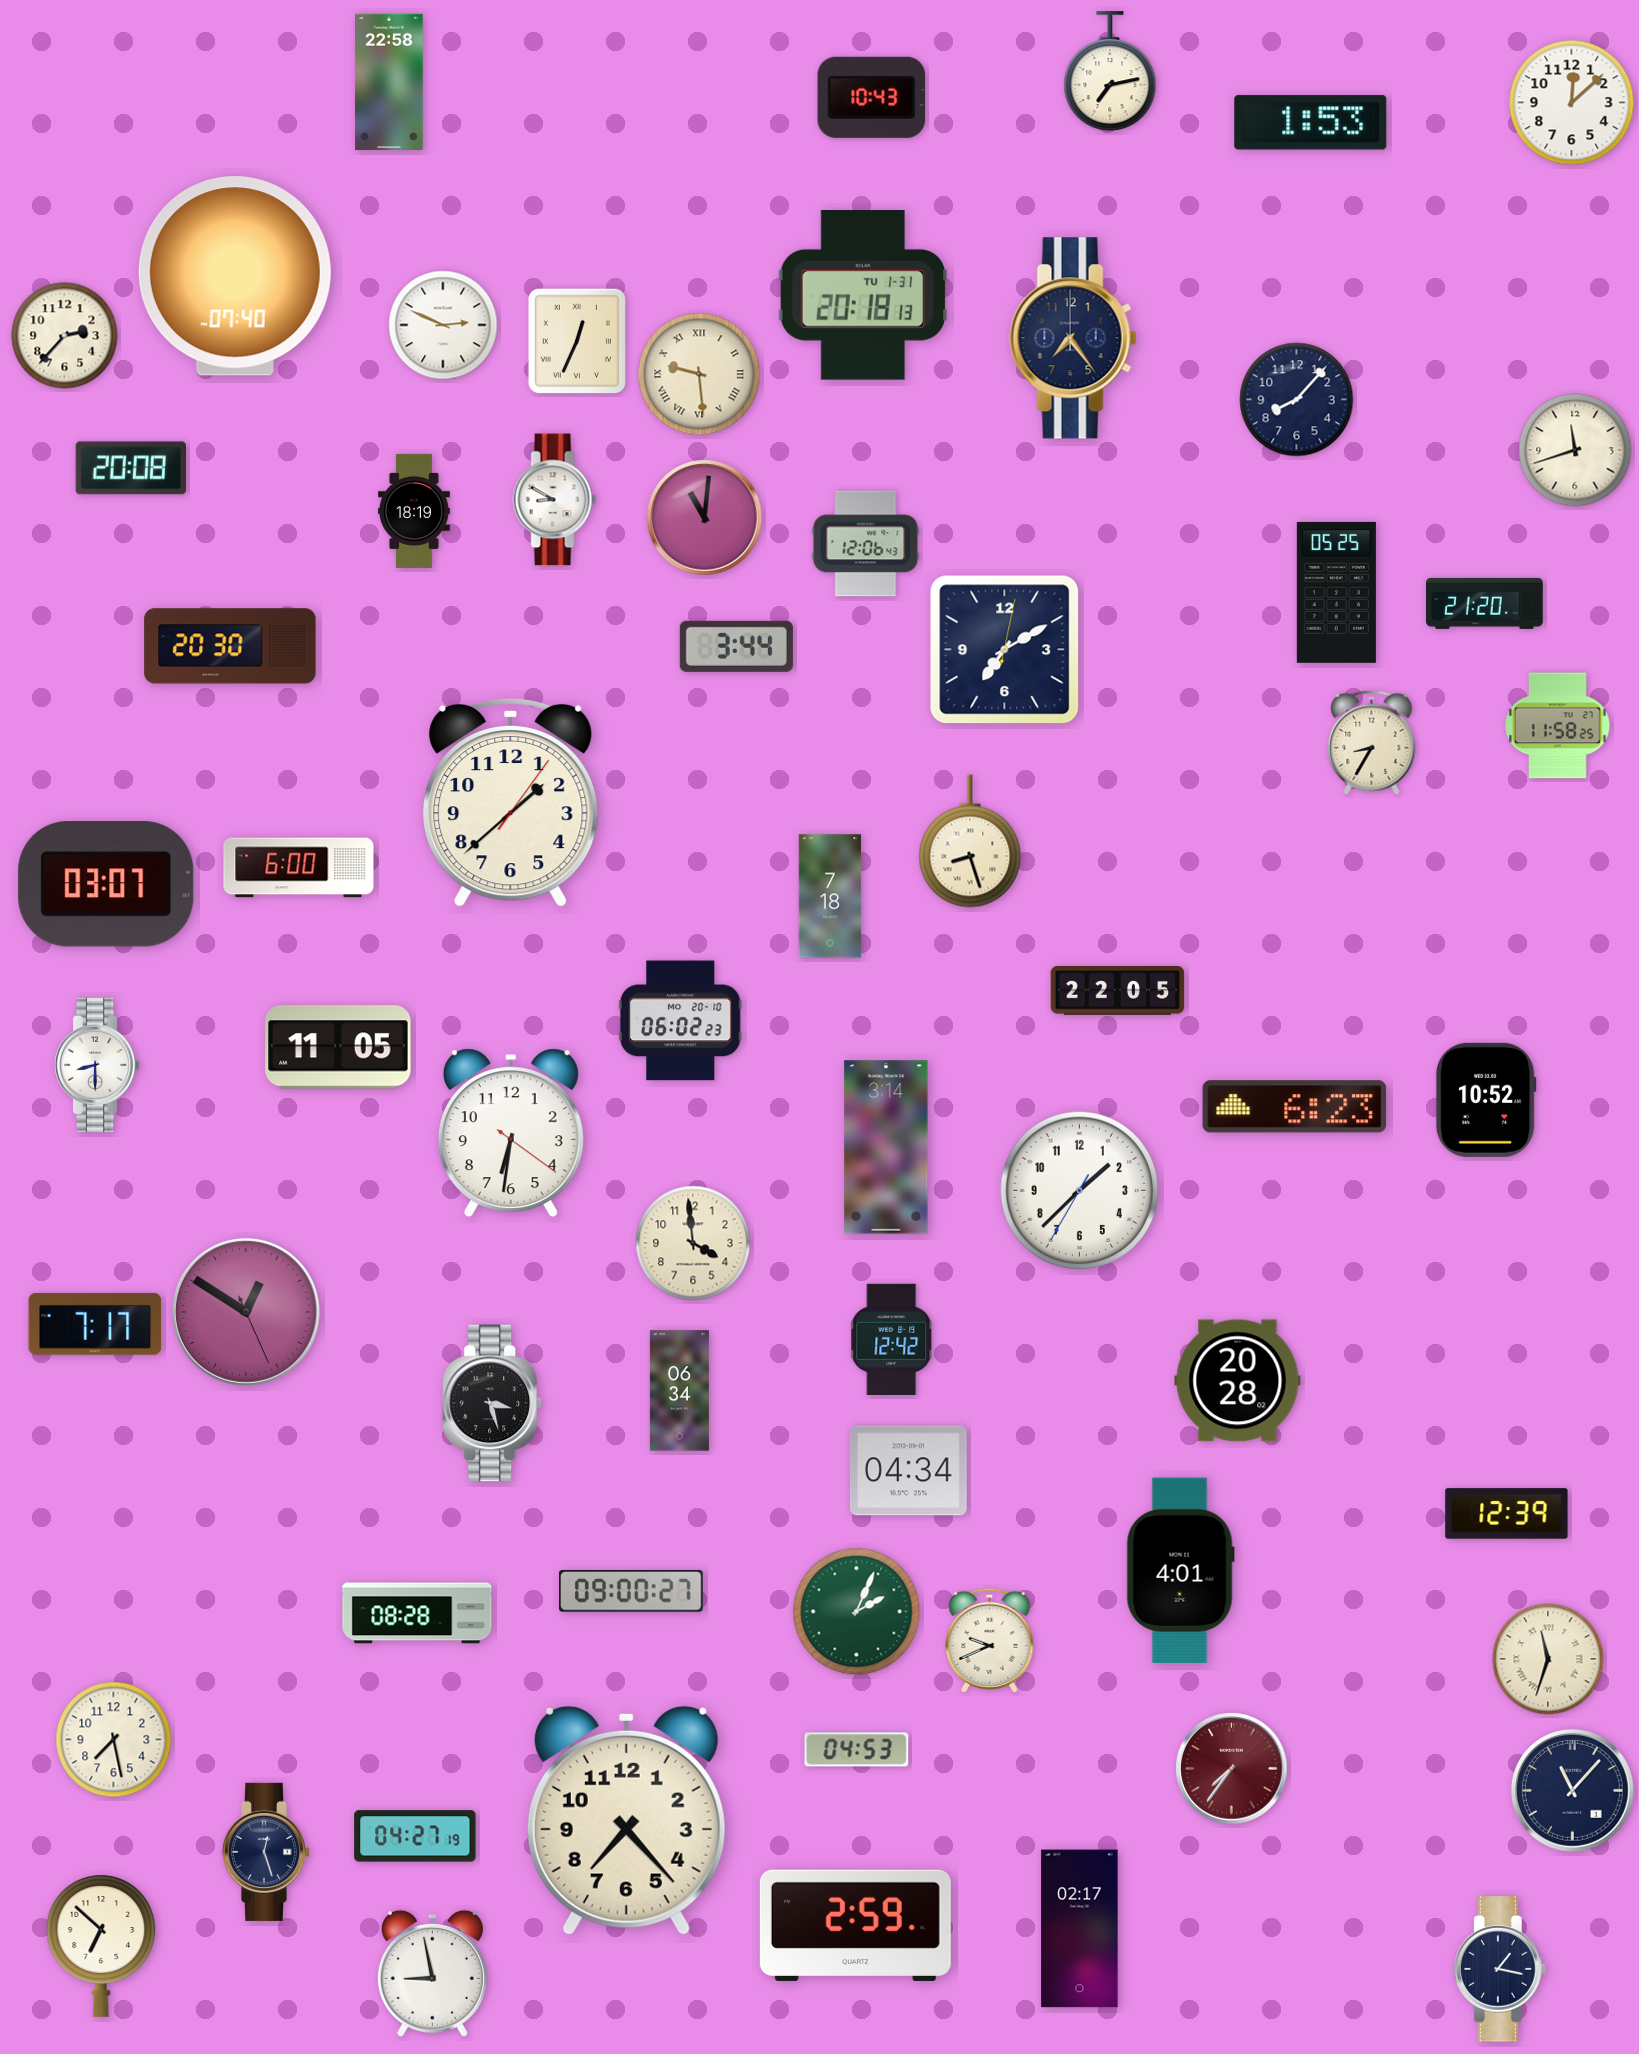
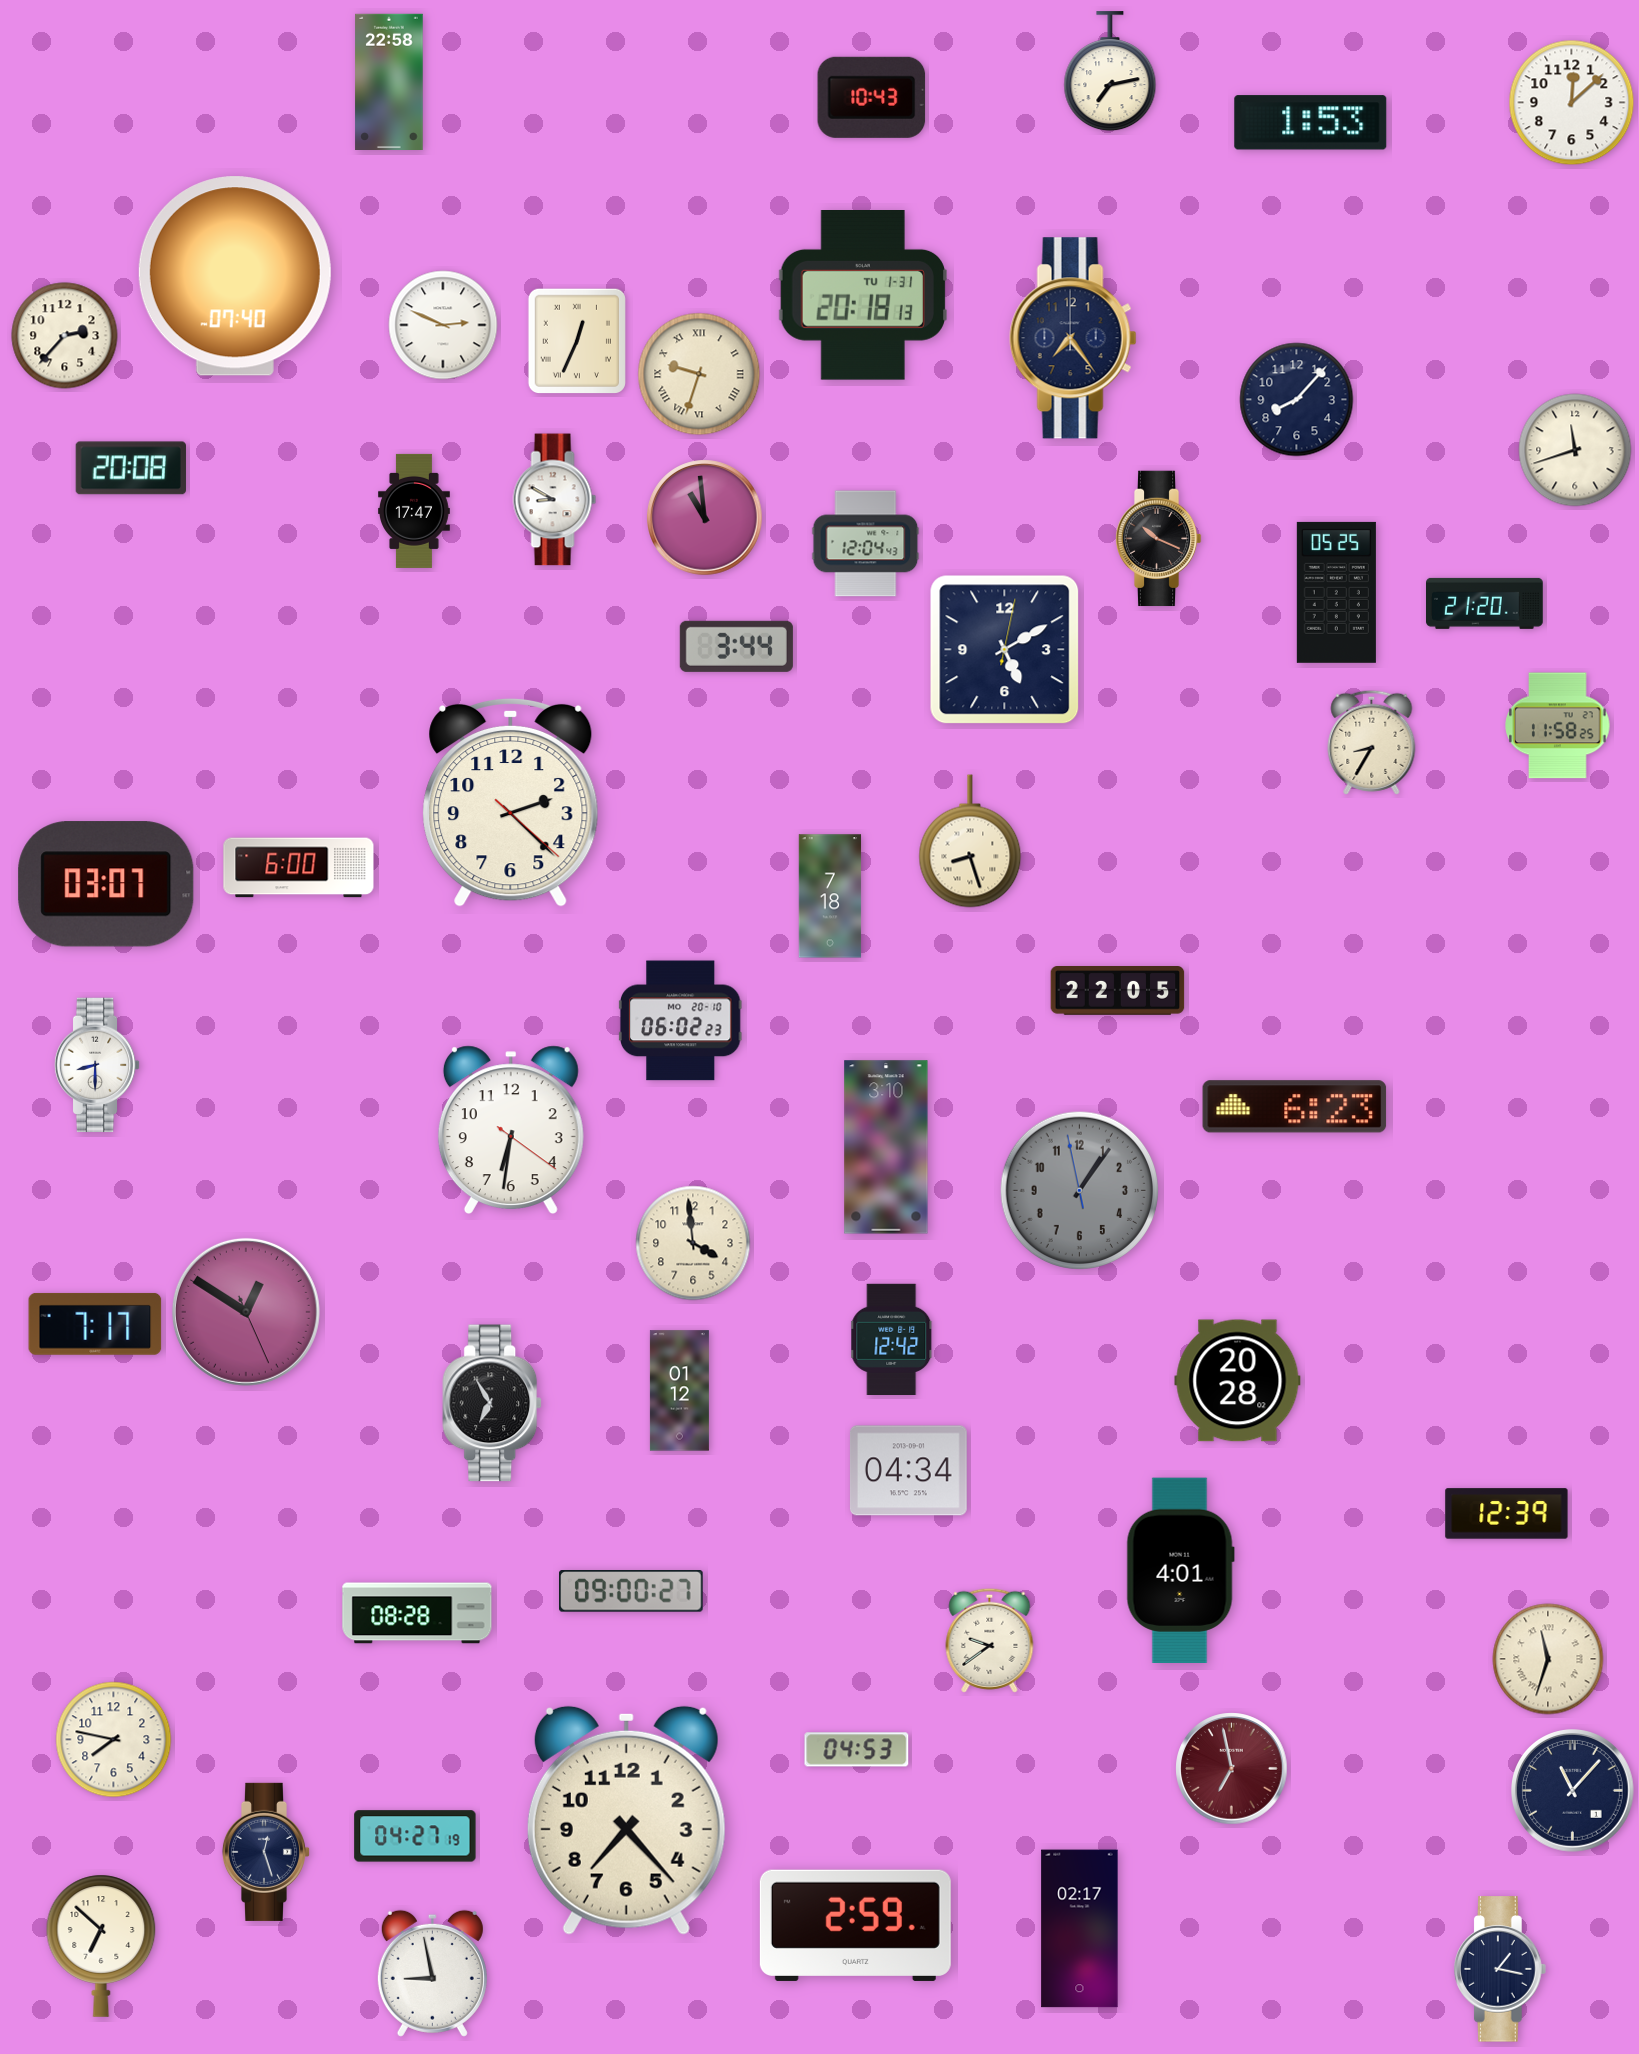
clock at (699, 374): 9:29 -> 9:33
clock at (415, 511): 18:19 -> 17:47
clock at (705, 518): 11:01 -> 10:59
clock at (1158, 539): none -> 10:19
clock at (866, 544): 12:06 -> 12:04
clock at (230, 646): 20:30 -> none
clock at (1005, 650): 7:10 -> 5:10
clock at (511, 802): 1:38 -> 2:22
clock at (338, 1047): 11:05 -> none
clock at (1486, 1100): 10:52 -> none
clock at (511, 1132) position: (511, 1132) -> (511, 1129)
clock at (886, 1147): 3:14 -> 3:10
clock at (1079, 1190): 1:37 -> 1:05
clock at (1079, 1190) dial: white -> grey
clock at (679, 1391): 06:34 -> 01:12
clock at (493, 1403): 3:27 -> 6:55
clock at (857, 1612): 2:04 -> none
clock at (990, 1640): 9:41 -> 9:39
clock at (114, 1740): 7:28 -> 7:47
clock at (1232, 1769): 7:36 -> 6:58
